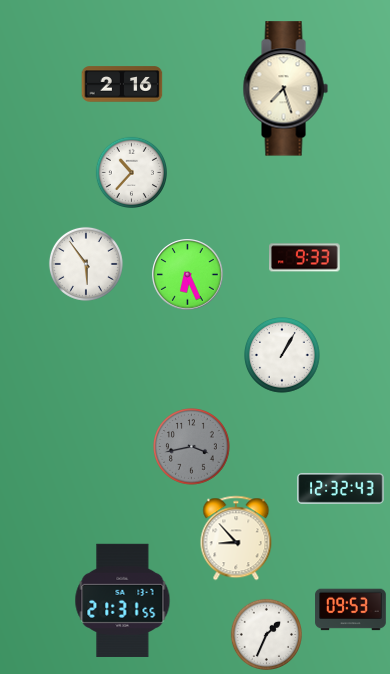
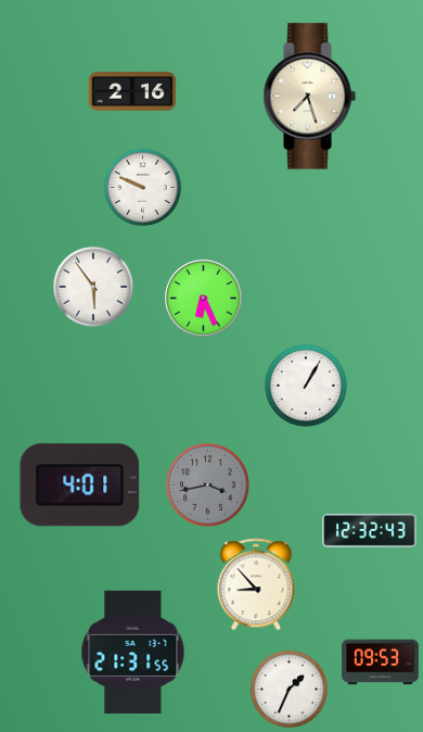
clock at (131, 172): 10:37 -> 9:49
clock at (305, 258): 9:33 -> none
clock at (80, 485): none -> 4:01
